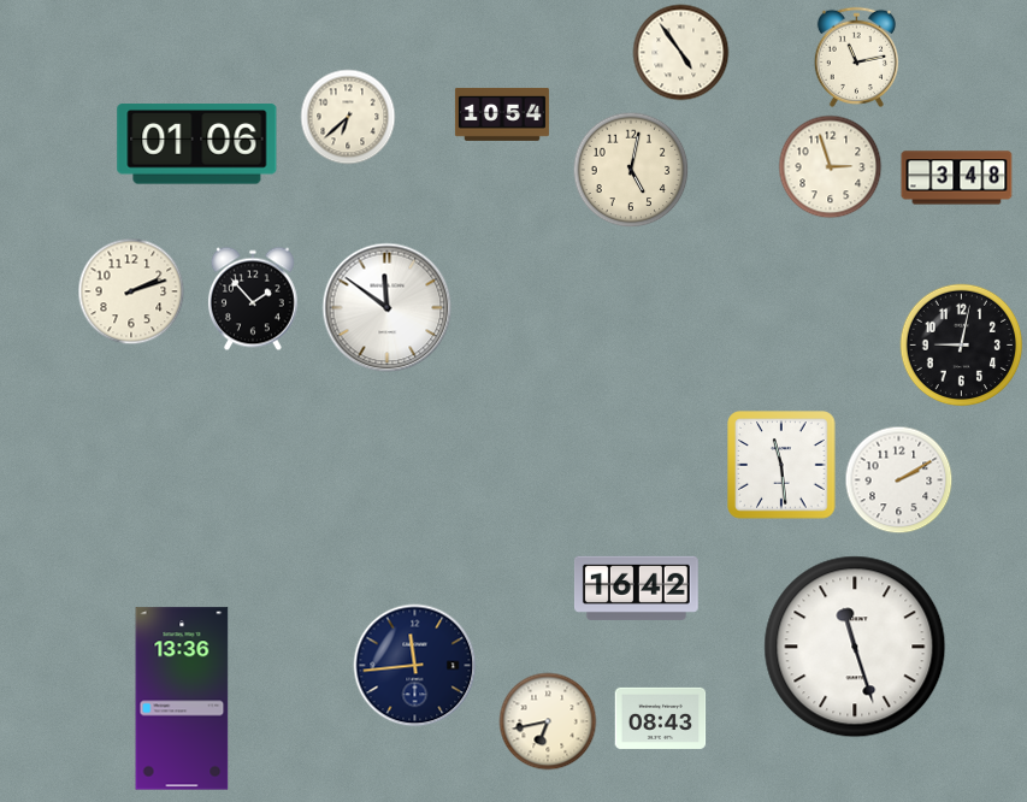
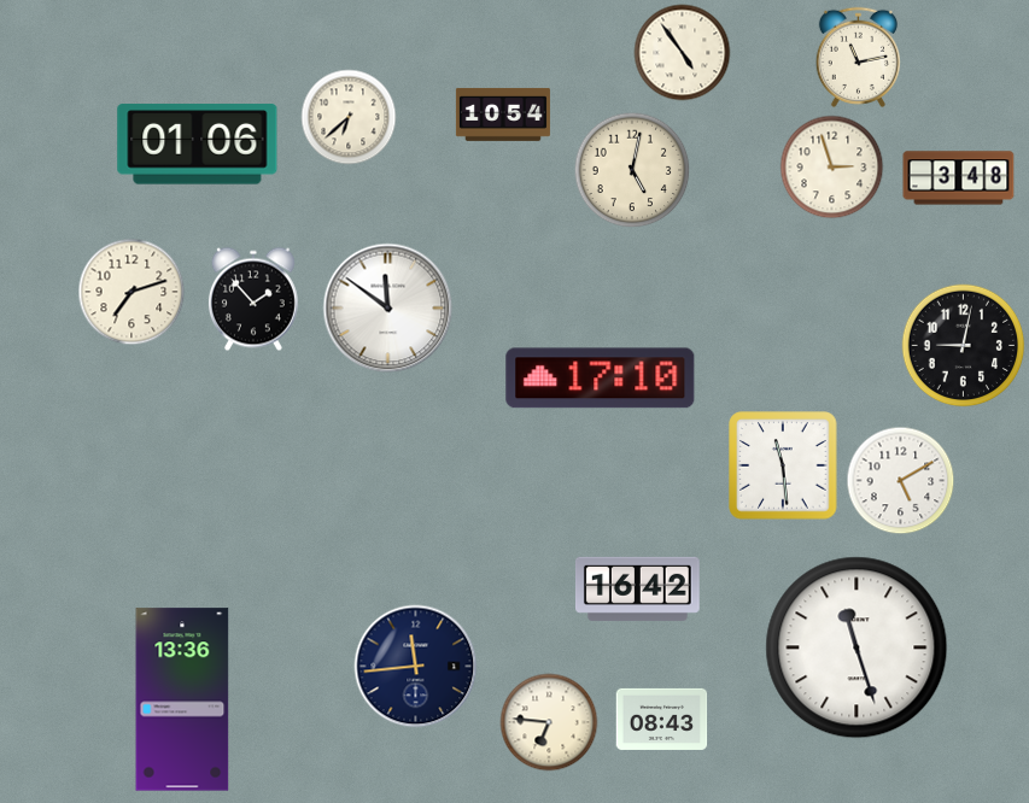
clock at (131, 291): 2:12 -> 7:12
clock at (601, 379): none -> 17:10
clock at (899, 480): 2:10 -> 5:10
clock at (548, 721): 6:43 -> 6:46
